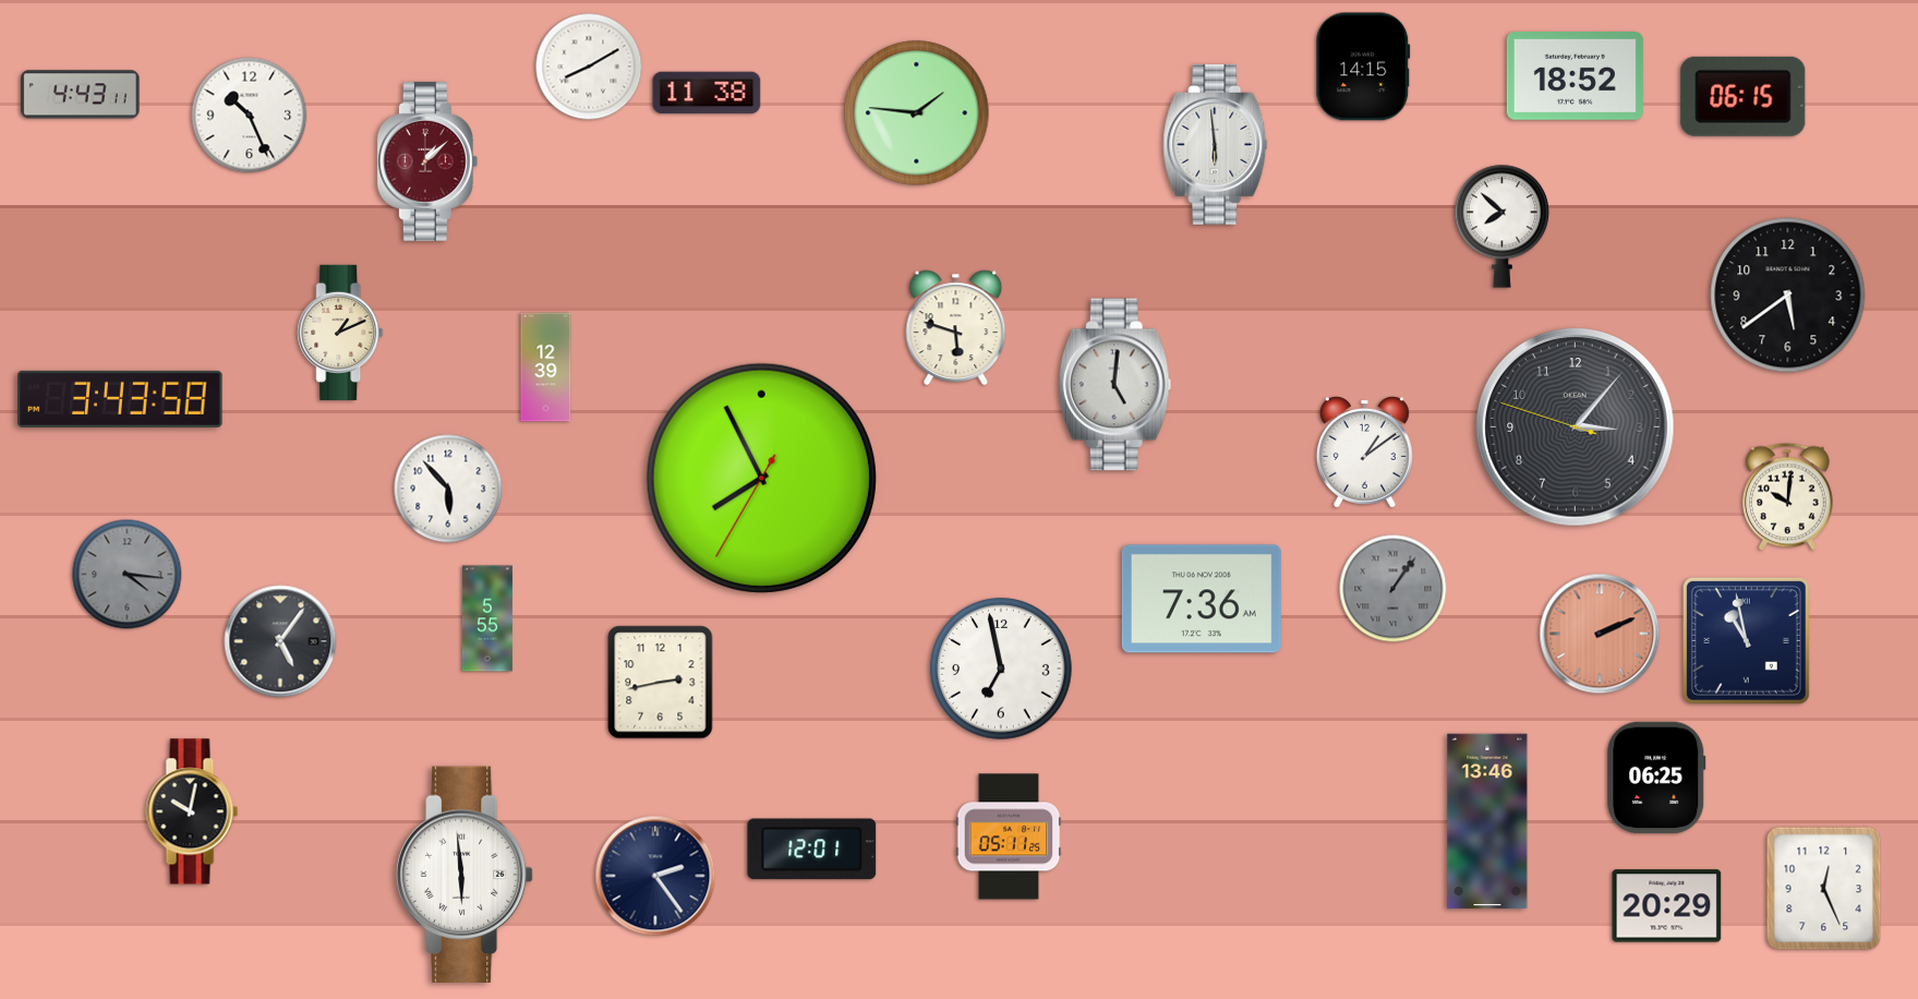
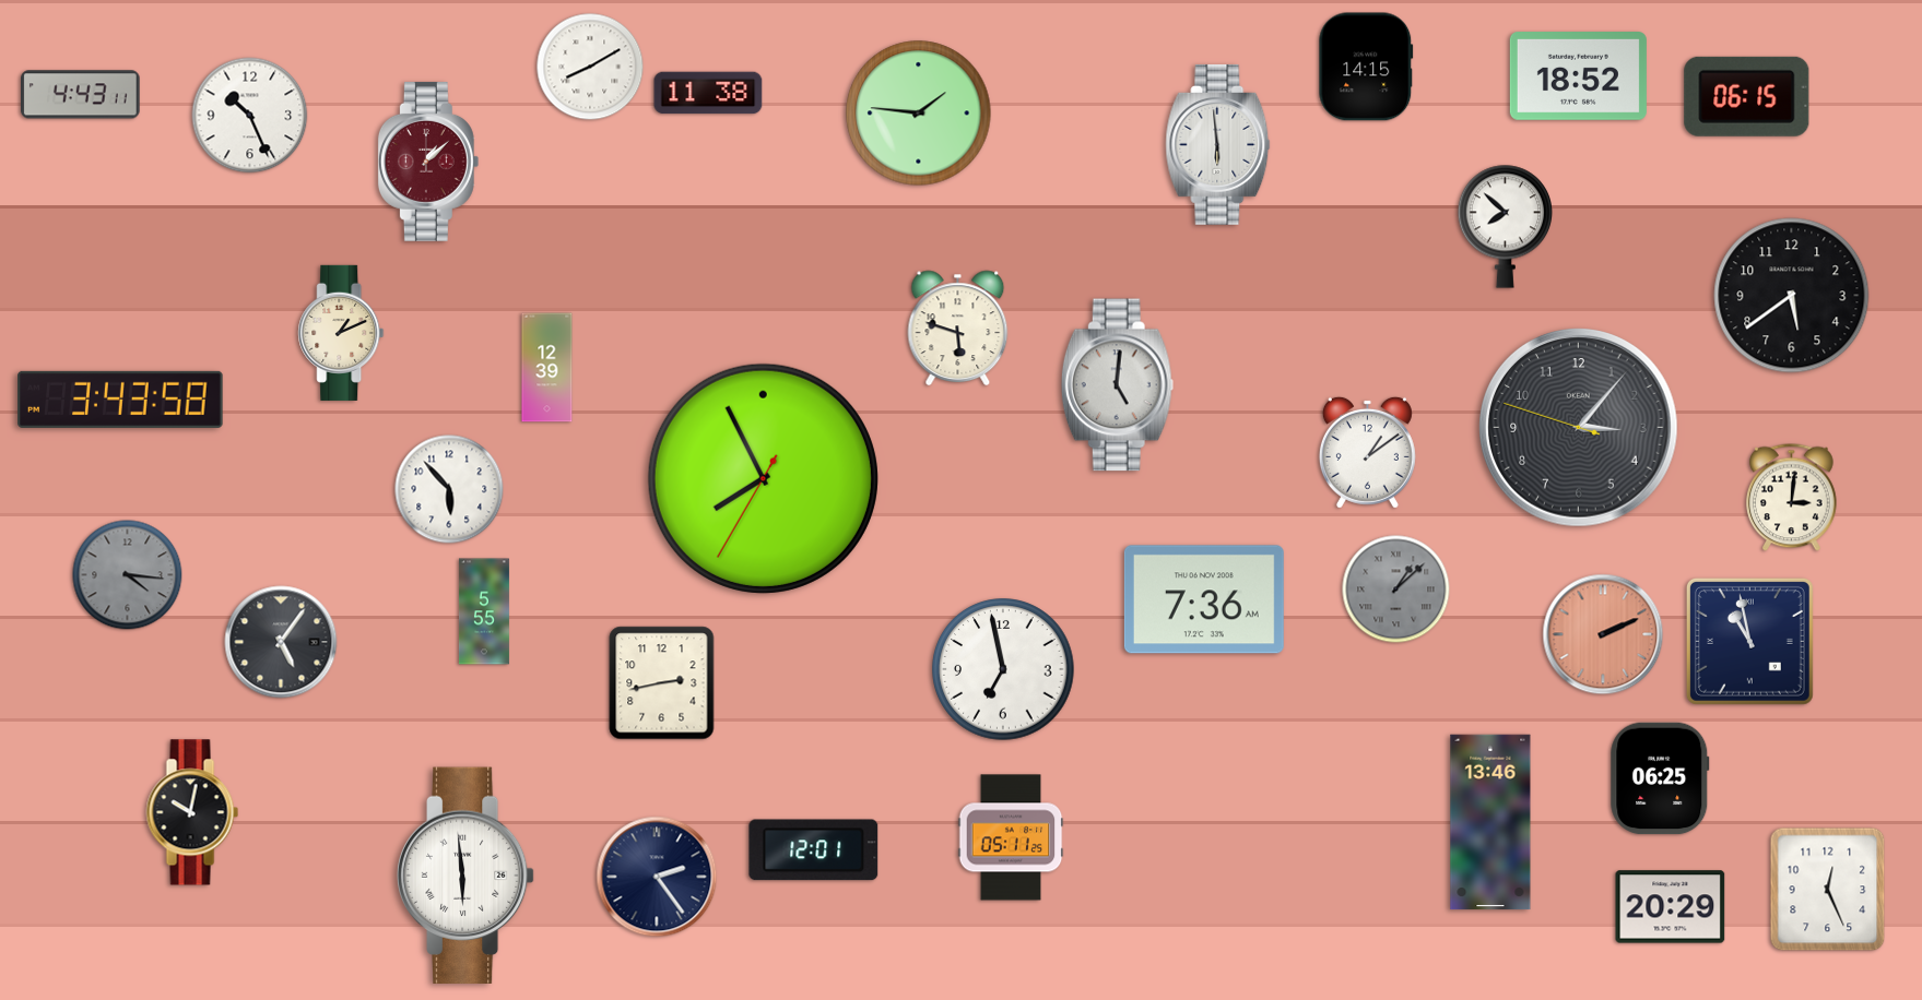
clock at (1788, 497): 10:01 -> 3:01
clock at (1394, 589): 1:06 -> 1:08
clock at (487, 618) position: (487, 618) -> (484, 611)
